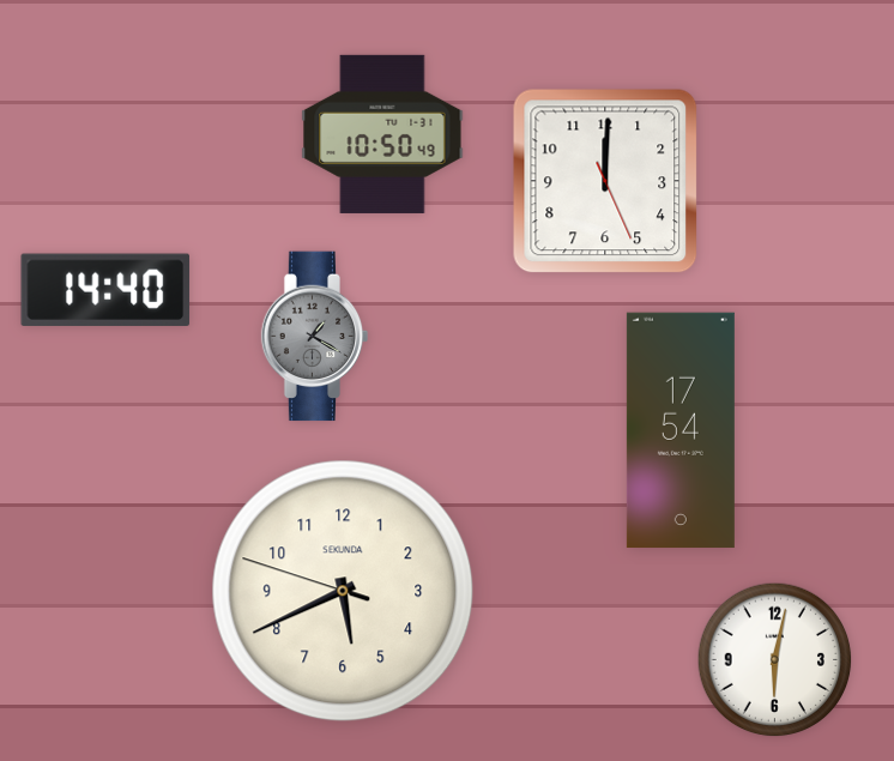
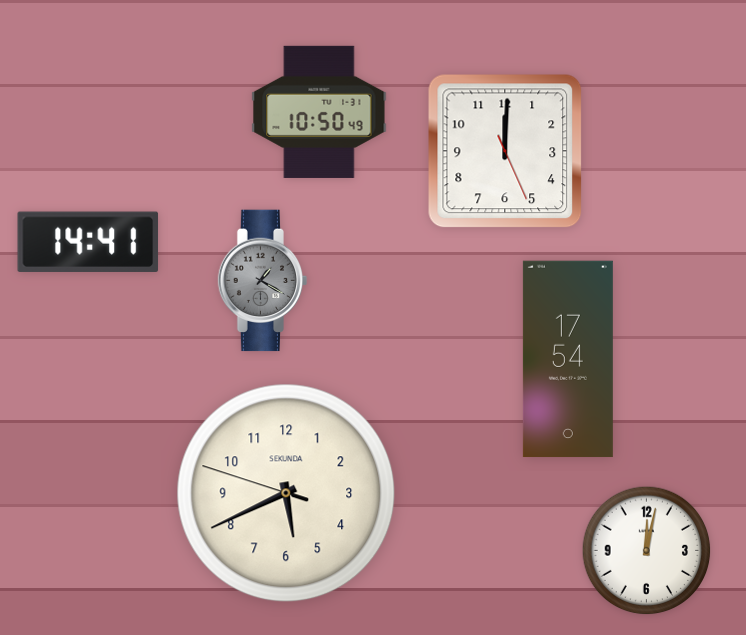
clock at (105, 290): 14:40 -> 14:41
clock at (775, 660): 6:02 -> 12:02
